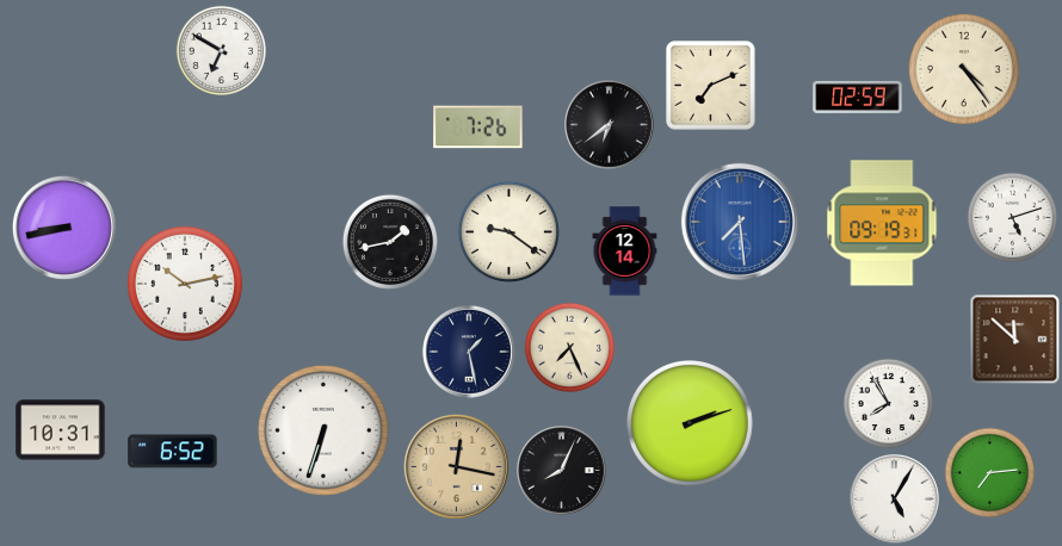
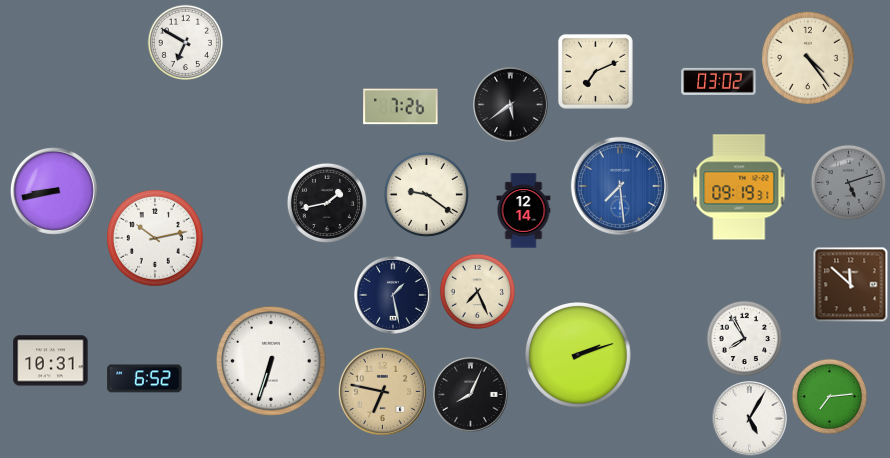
clock at (858, 97): 02:59 -> 03:02
clock at (610, 125): 6:39 -> 5:39
clock at (1012, 217) dial: white -> grey
clock at (456, 466): 12:17 -> 6:47
